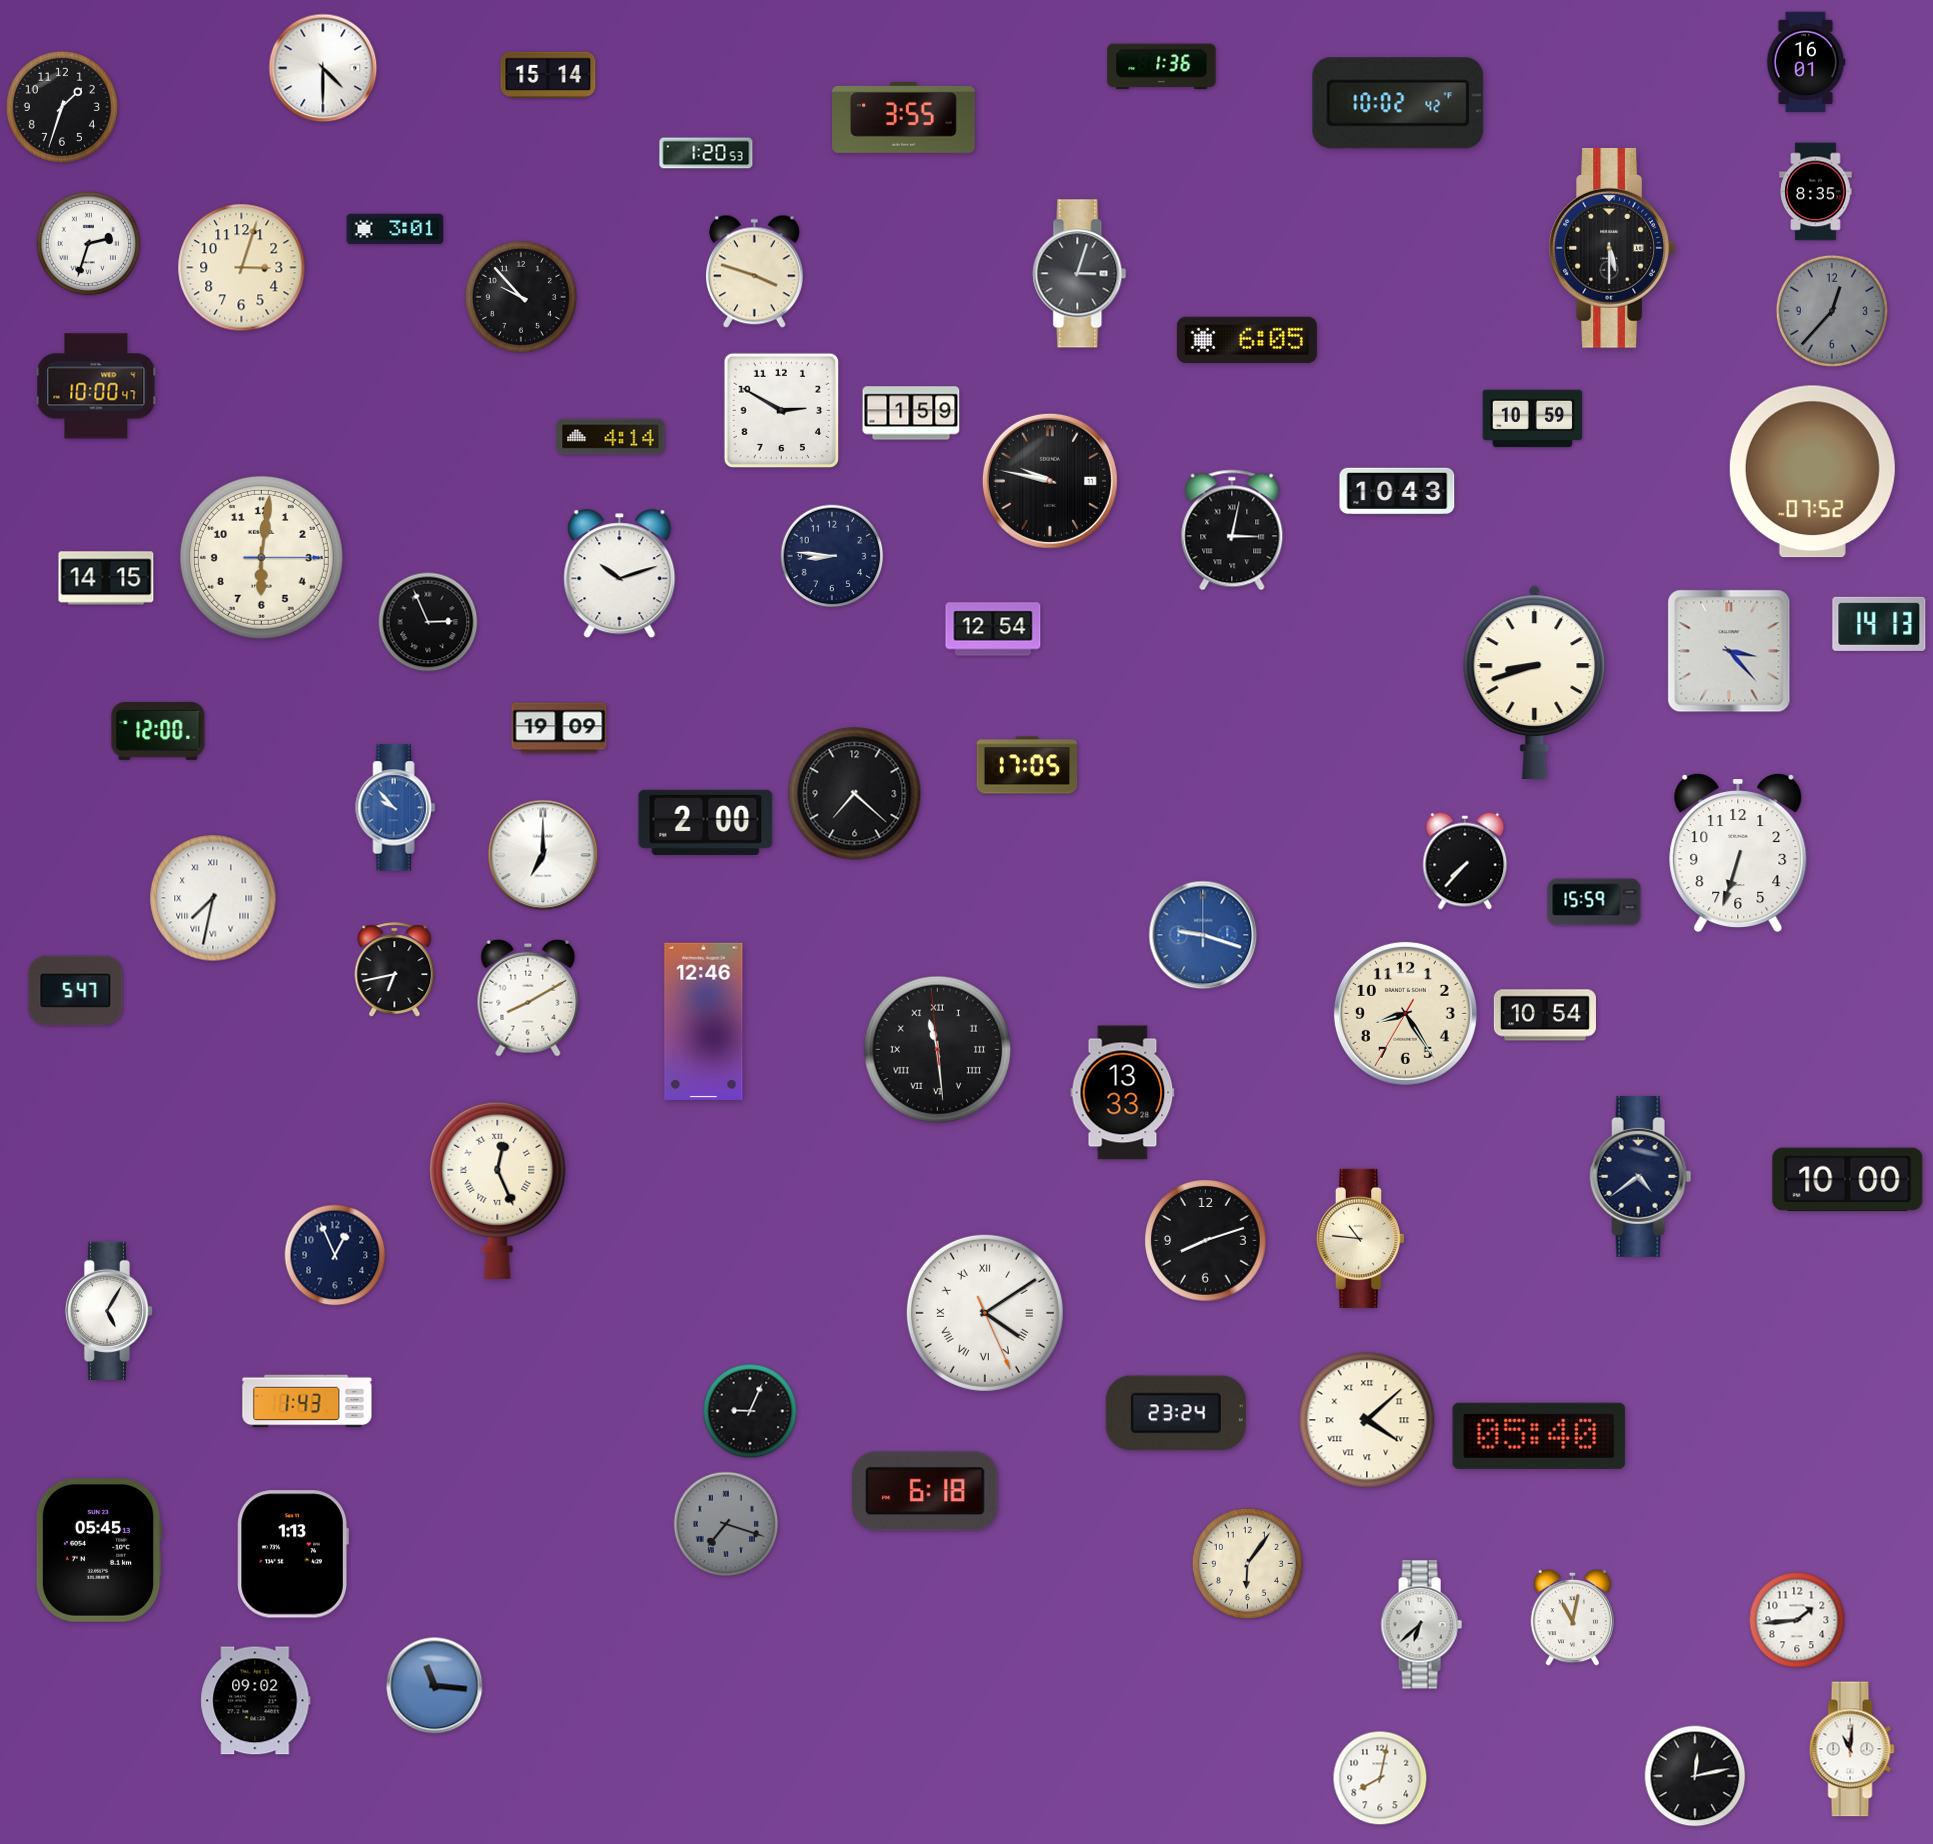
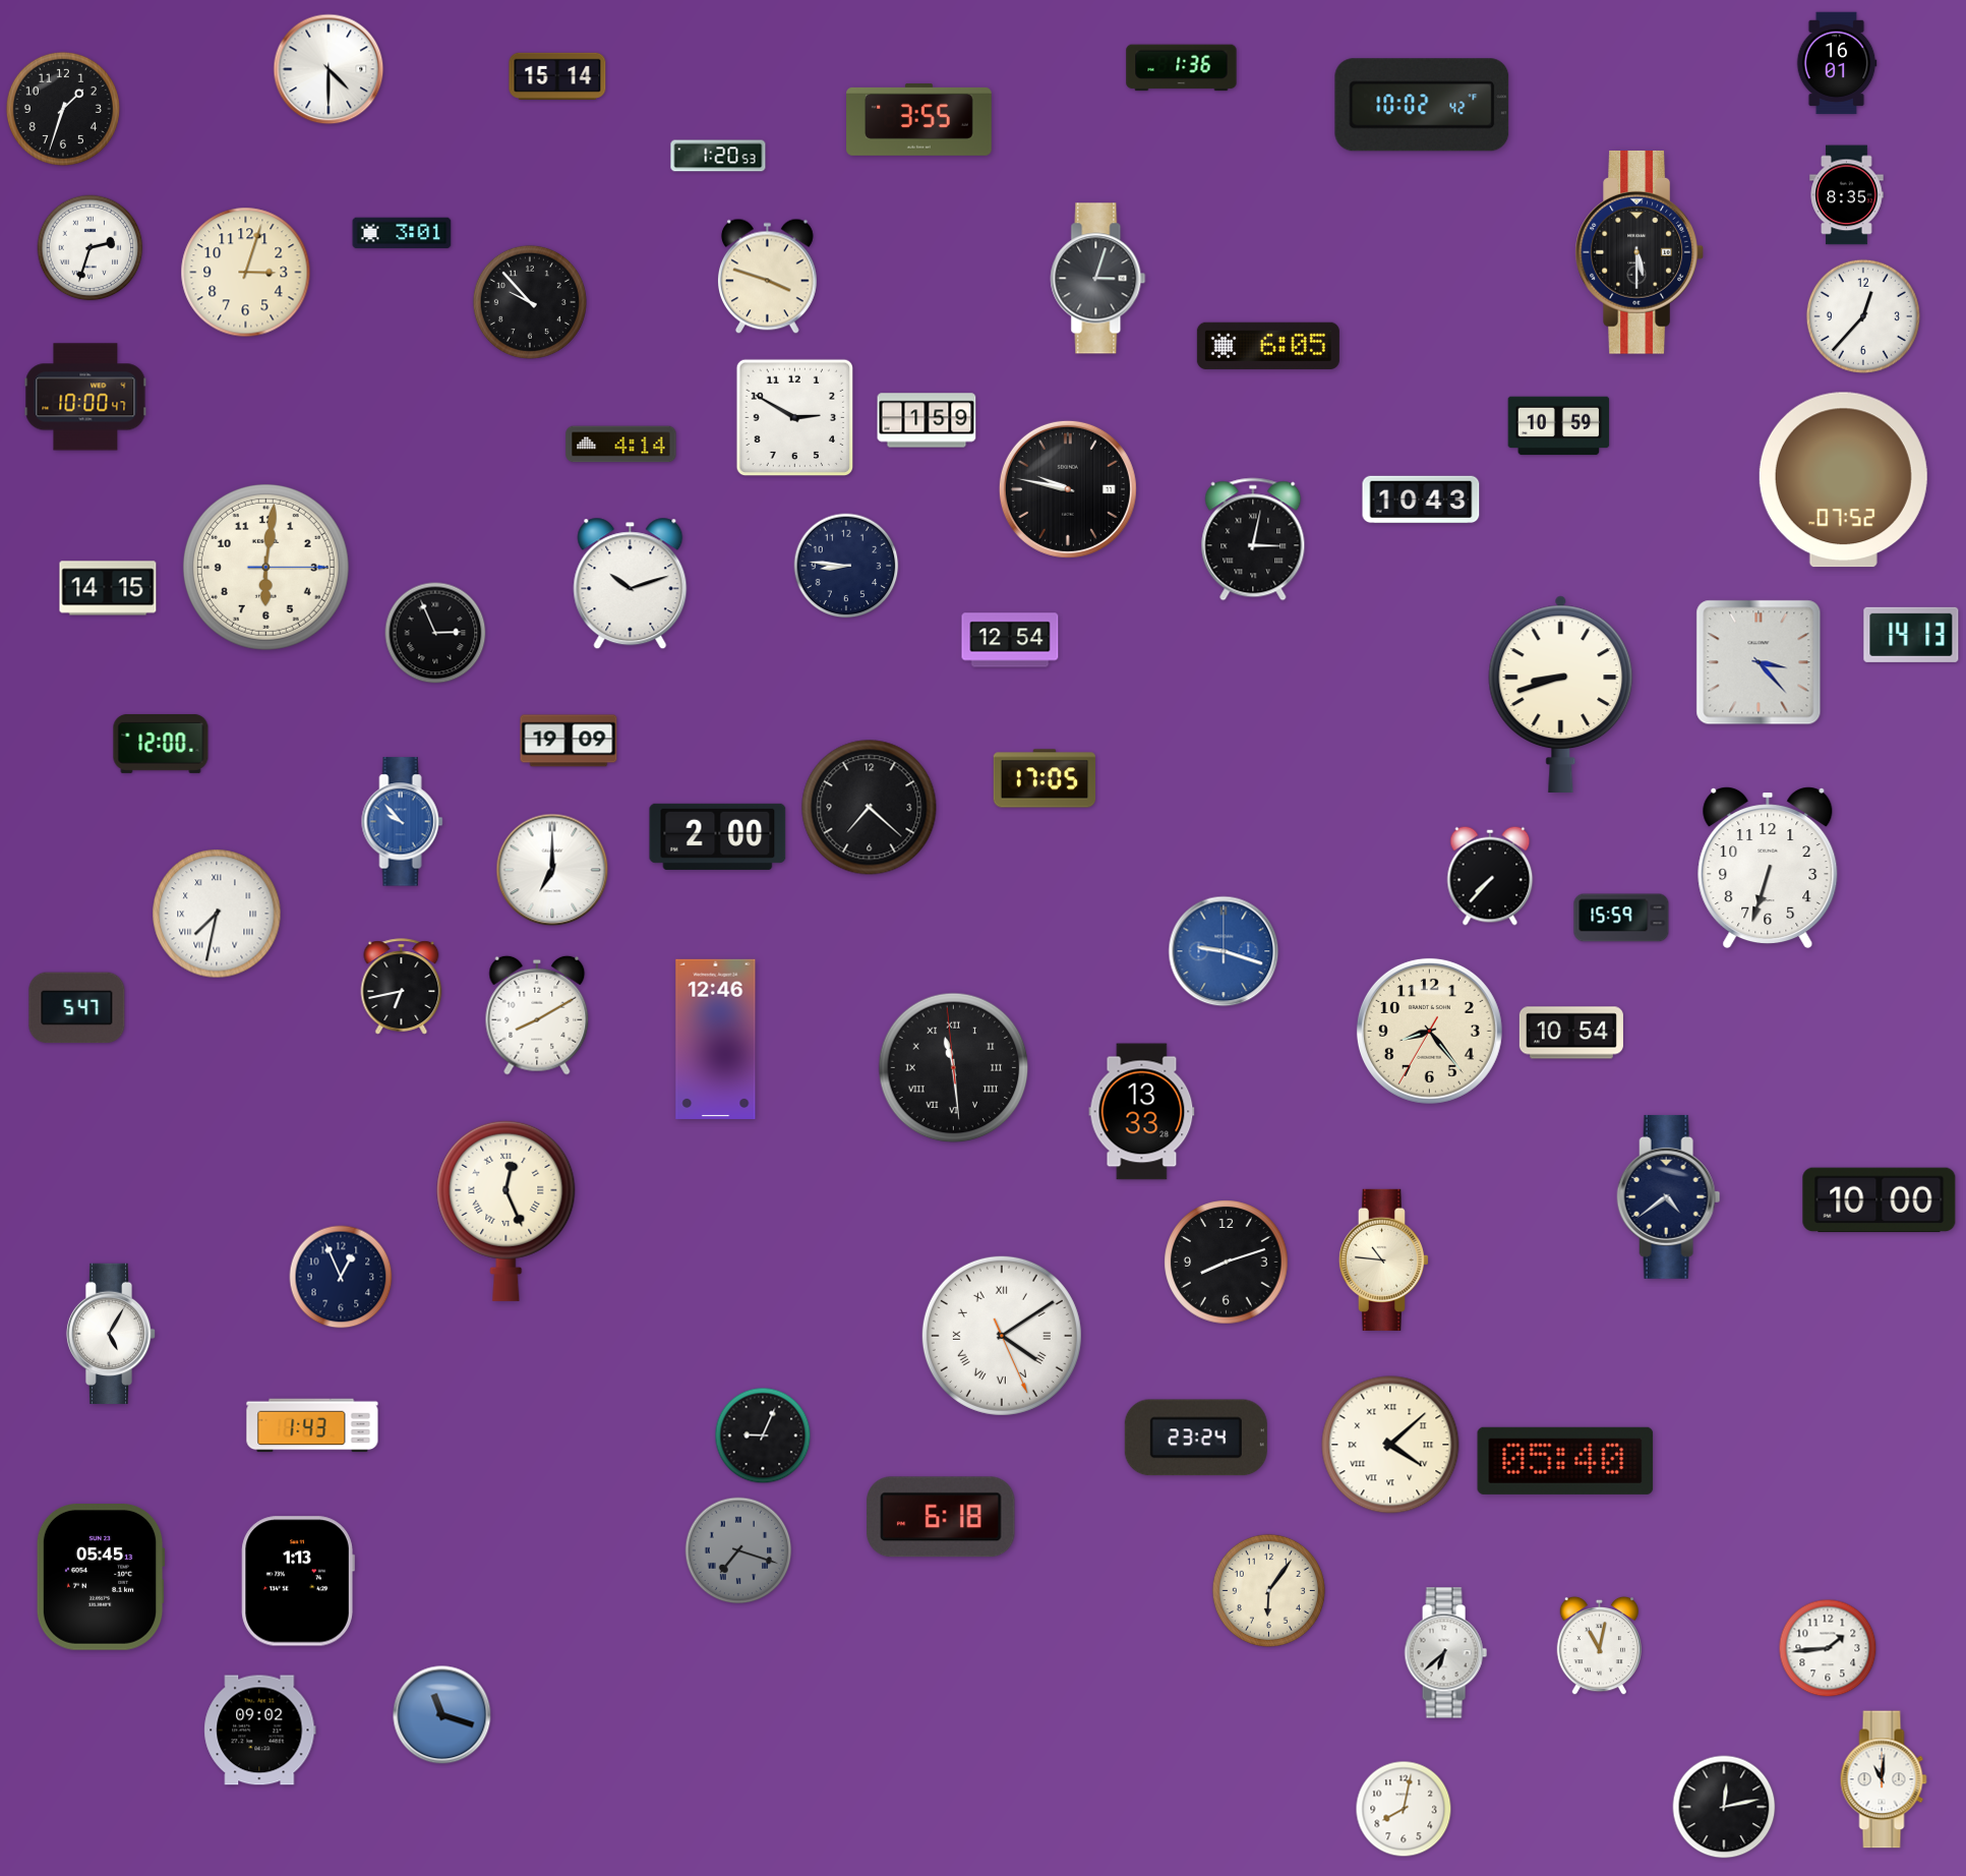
clock at (1832, 311) dial: grey -> white
clock at (96, 386) position: (96, 386) -> (85, 397)
clock at (1405, 1013): 8:24 -> 8:23
clock at (435, 1686): 11:16 -> 11:18
